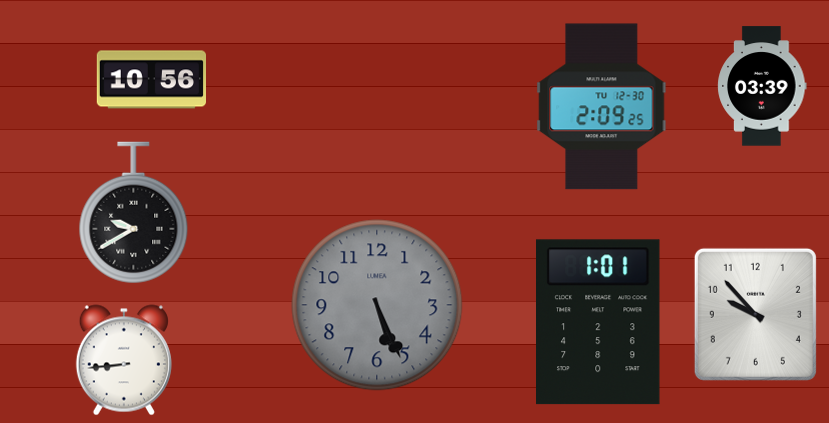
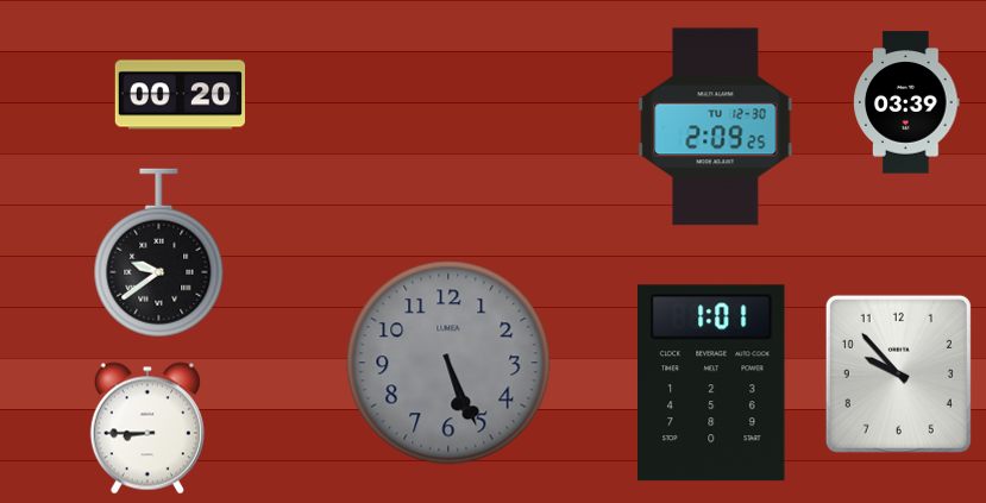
clock at (151, 80): 10:56 -> 00:20
clock at (134, 213): 9:40 -> 9:39
clock at (124, 360): 8:44 -> 8:45
